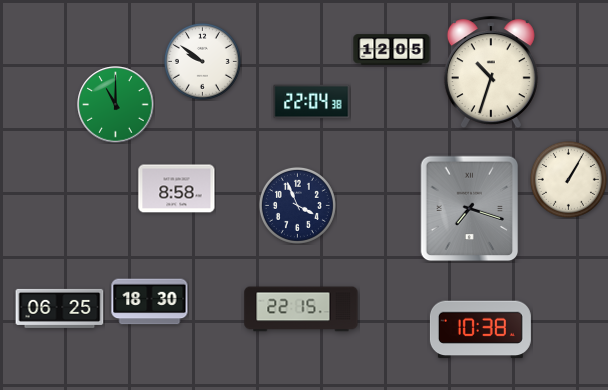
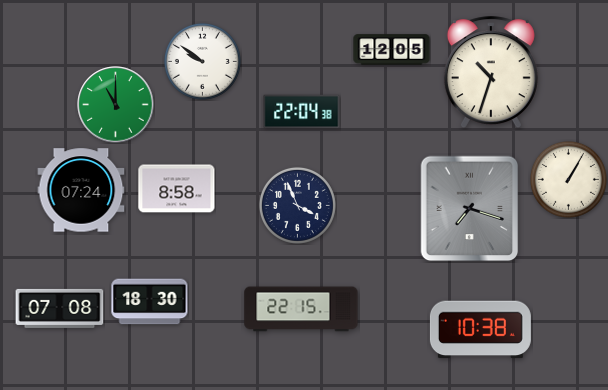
clock at (312, 102) position: (312, 102) -> (302, 112)
clock at (81, 190): none -> 07:24
clock at (60, 308): 06:25 -> 07:08
